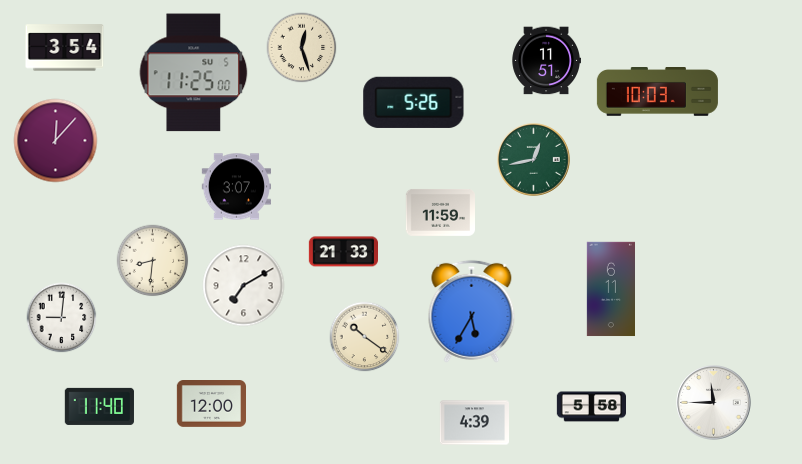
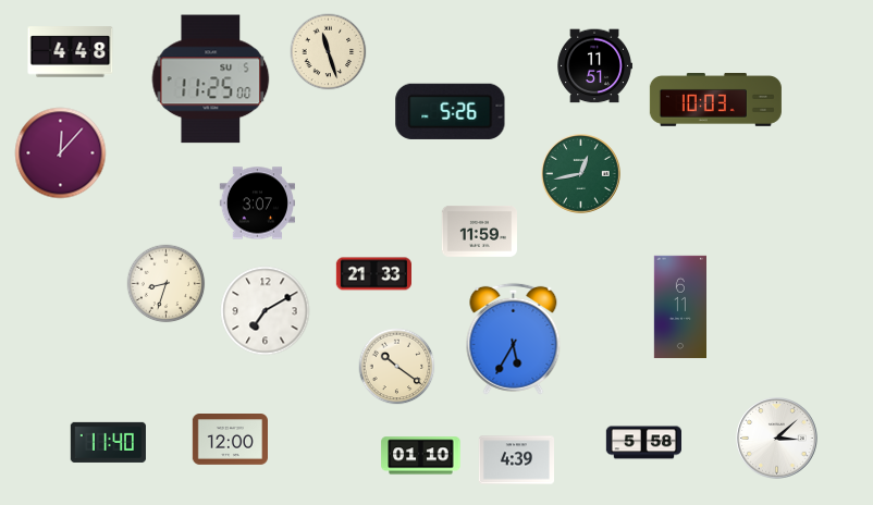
clock at (65, 48): 3:54 -> 4:48
clock at (302, 48): 12:27 -> 11:27
clock at (153, 261): 8:31 -> 8:33
clock at (610, 289) position: (610, 289) -> (679, 307)
clock at (62, 318): 9:01 -> none
clock at (714, 403): 11:45 -> 3:08
clock at (421, 456): none -> 01:10
